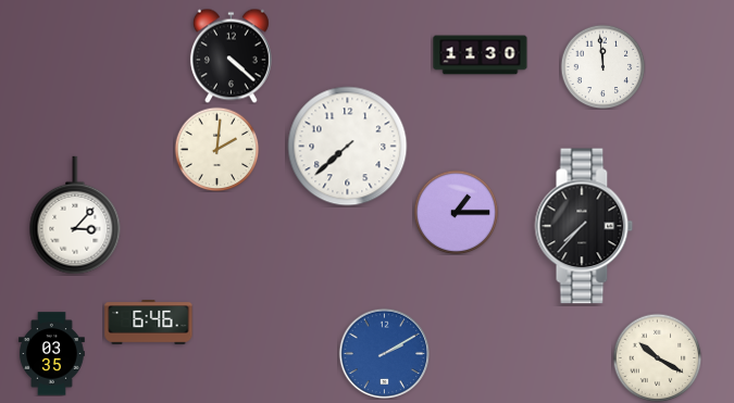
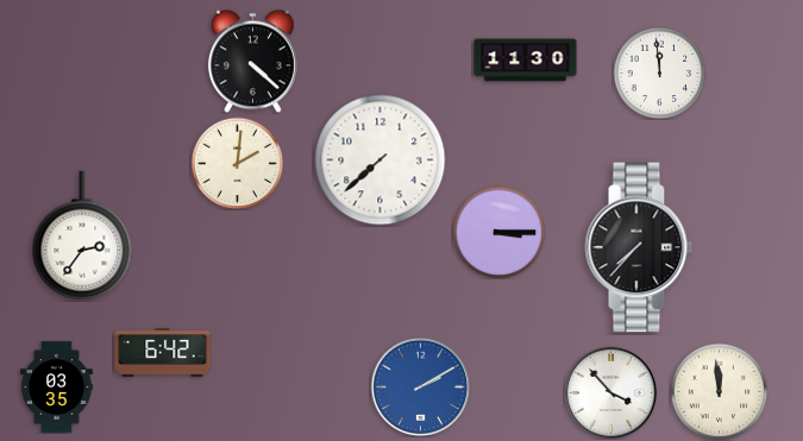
clock at (456, 212): 1:15 -> 3:15
clock at (75, 215): 3:07 -> 2:36
clock at (149, 323): 6:46 -> 6:42
clock at (657, 357): 10:20 -> 11:59
clock at (610, 392): none -> 3:53
